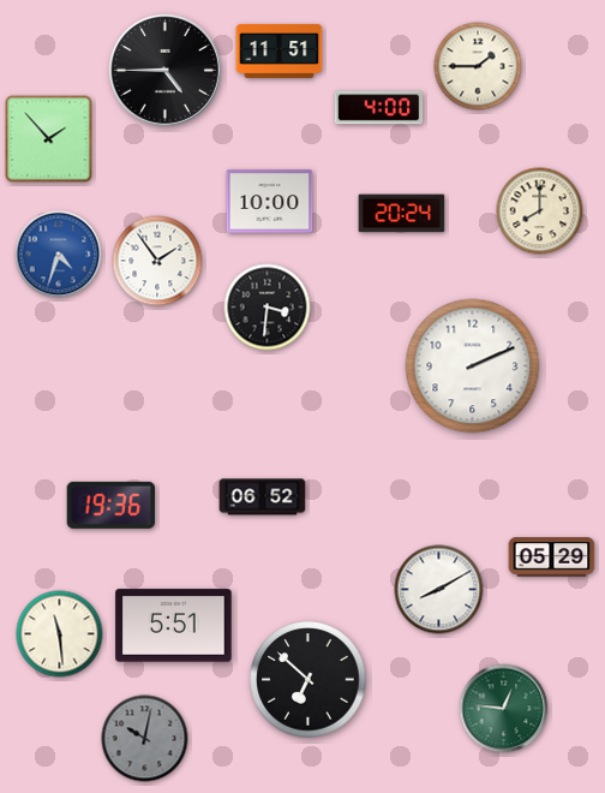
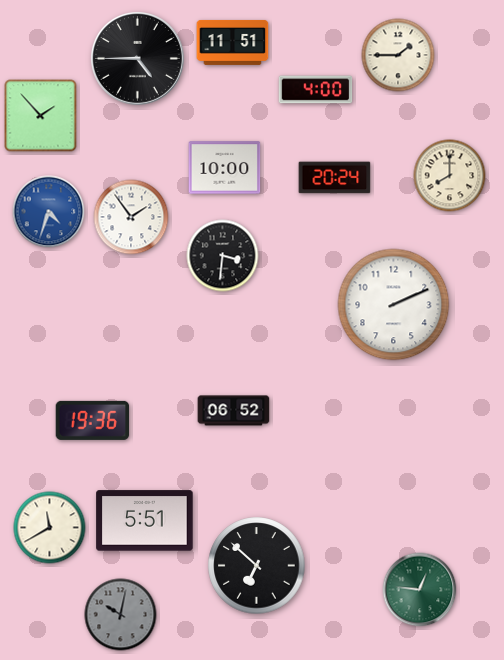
clock at (263, 497) position: (263, 497) -> (234, 411)
clock at (552, 558): 05:29 -> none
clock at (439, 590): 8:10 -> none
clock at (60, 634): 11:29 -> 11:40
